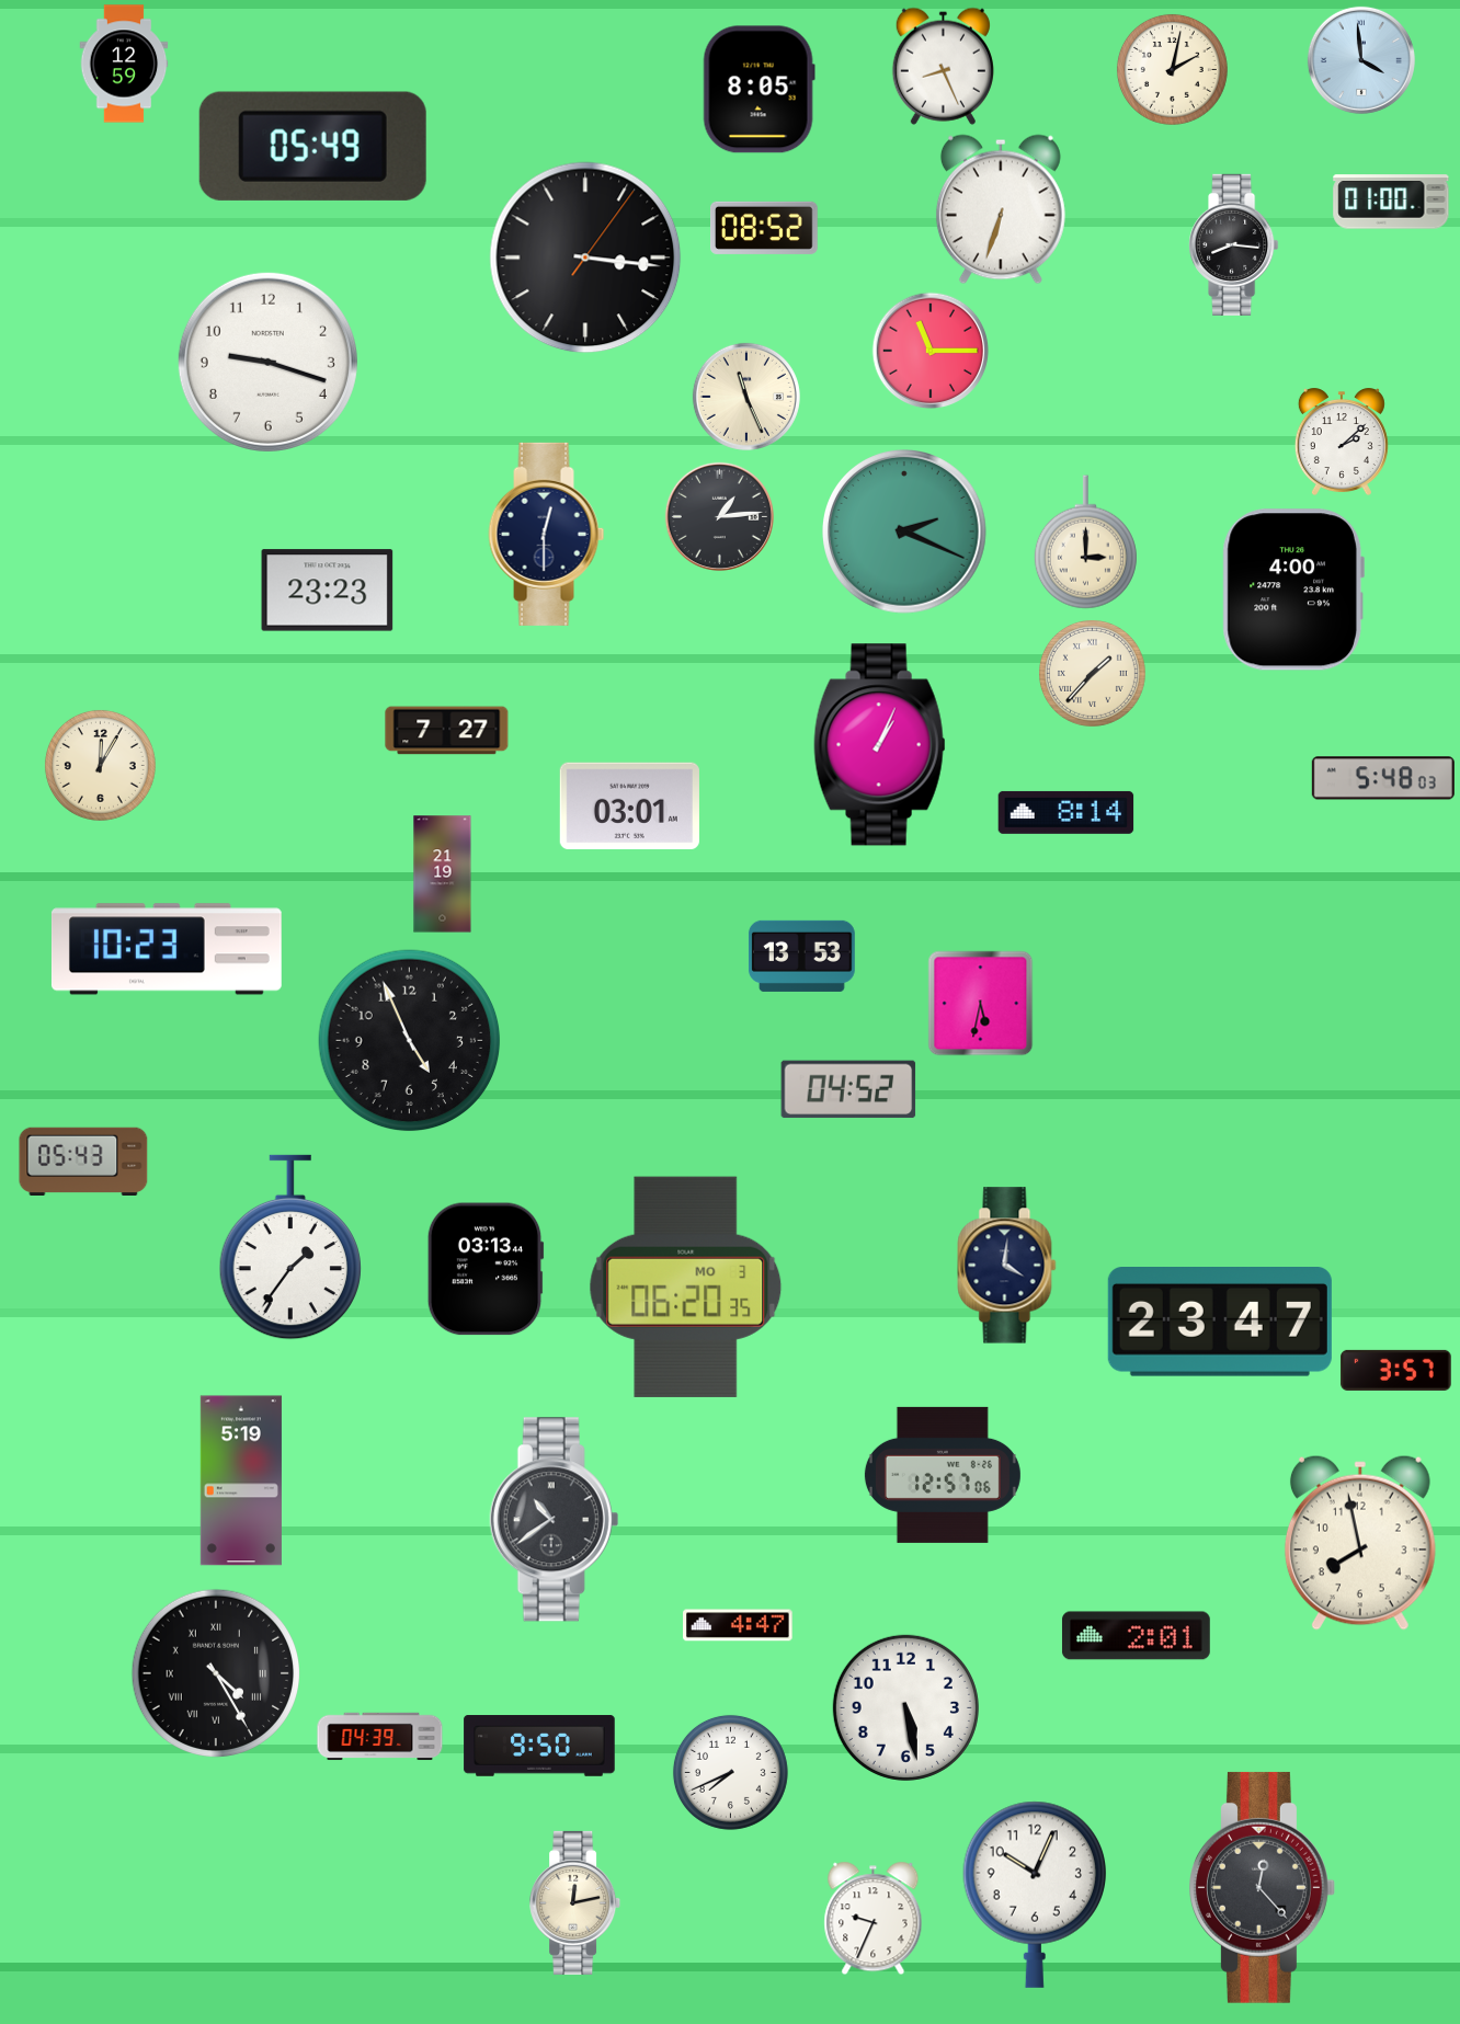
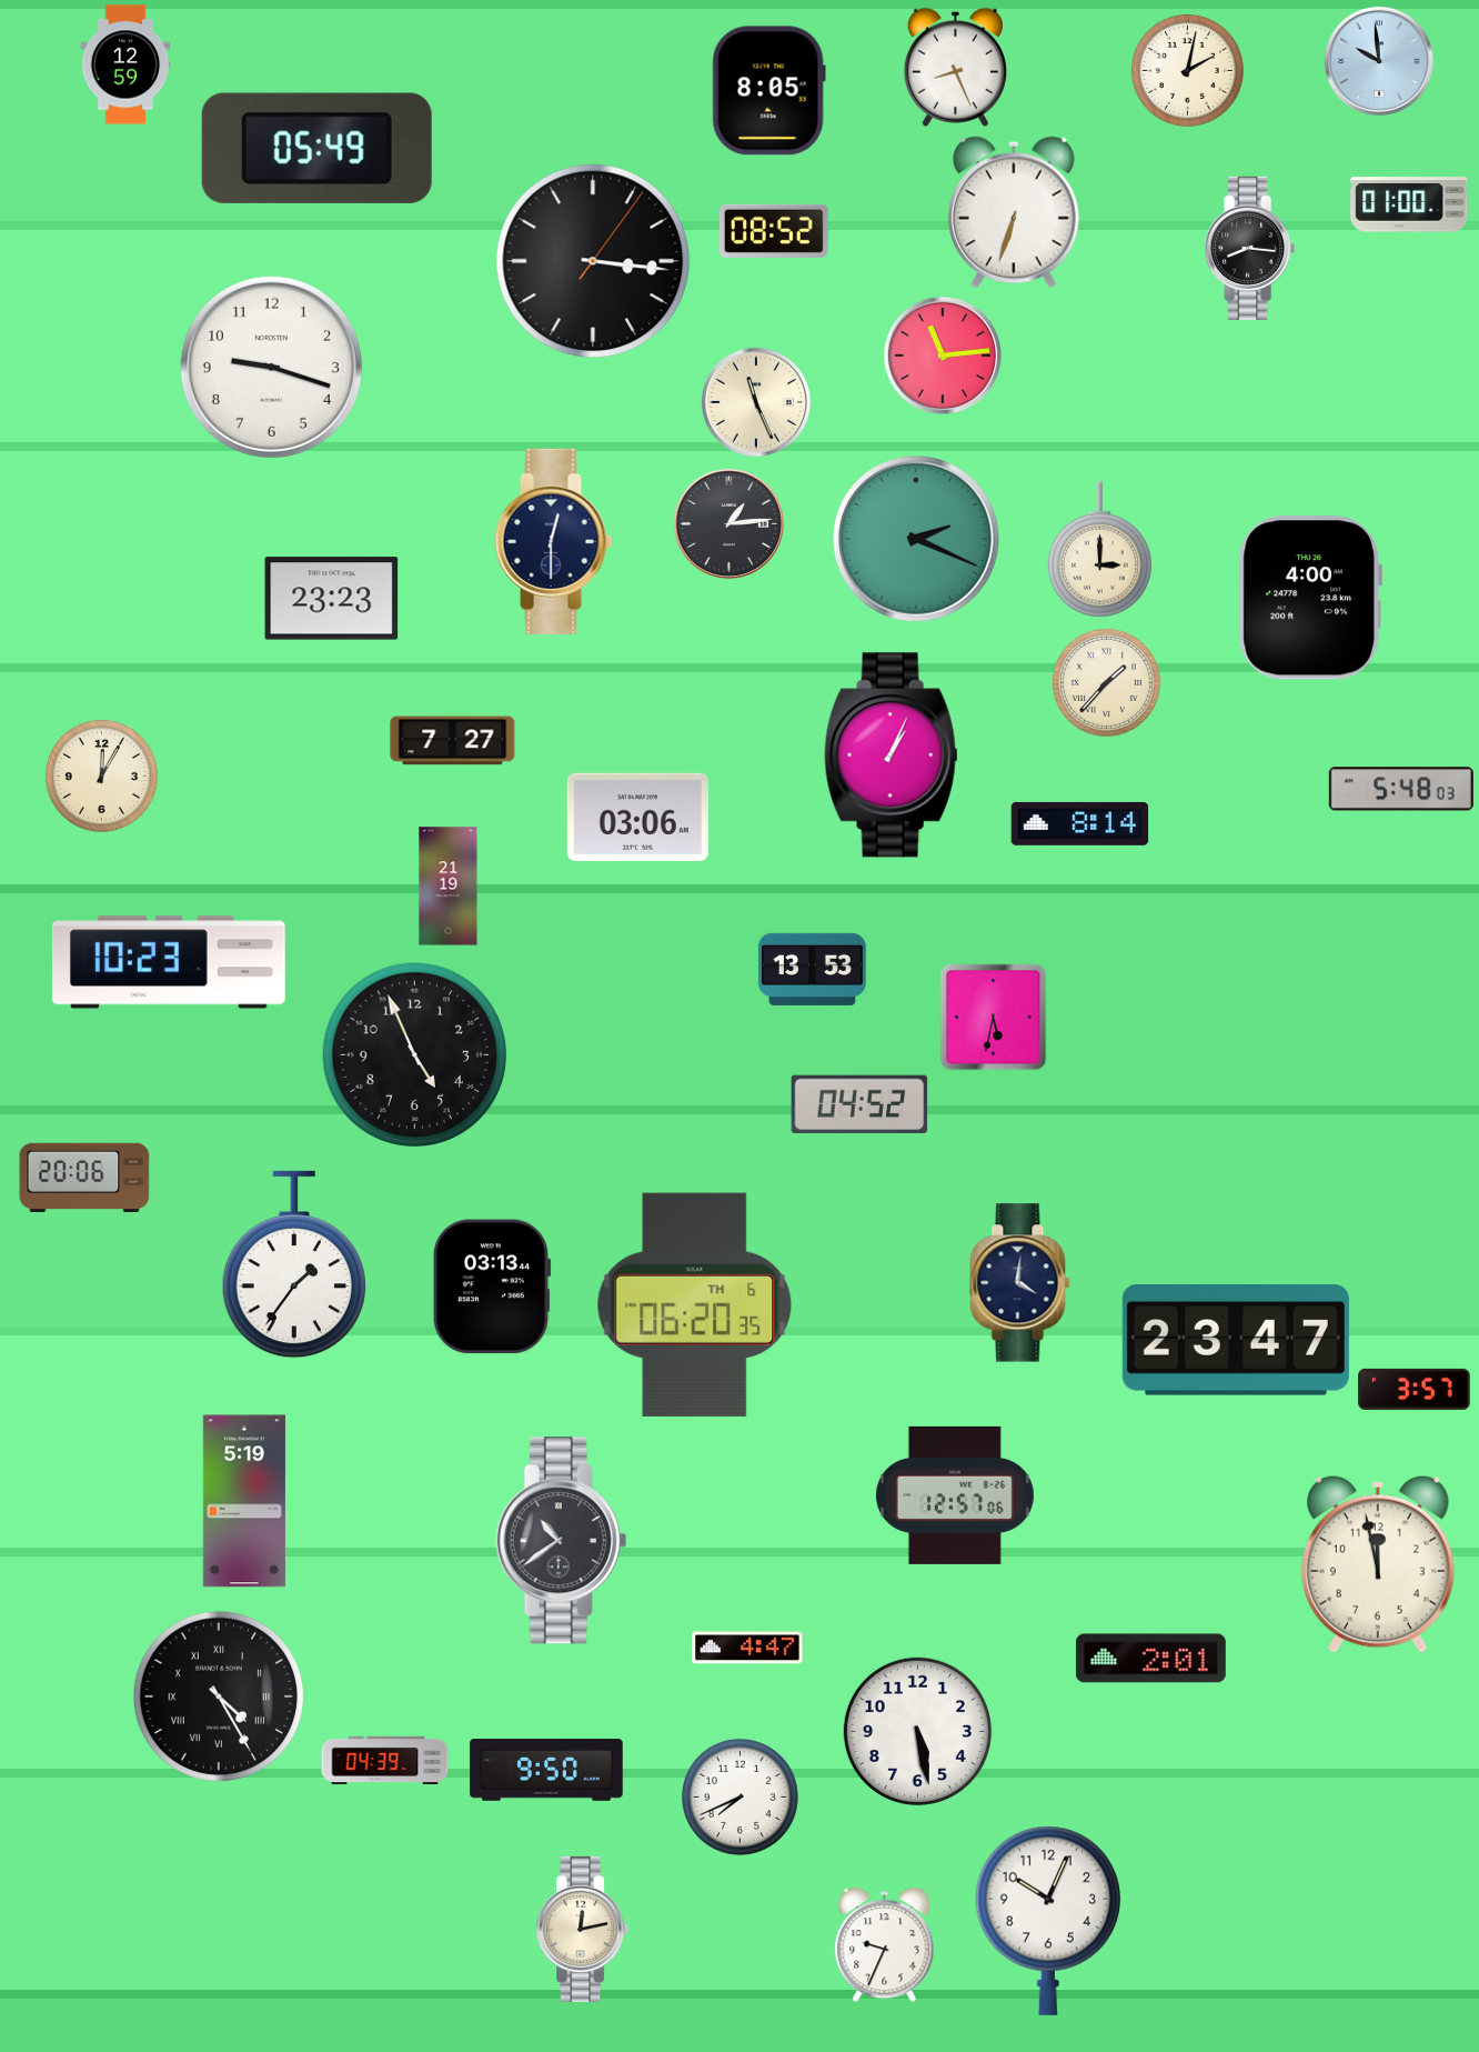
clock at (1361, 60): 3:59 -> 9:59
clock at (931, 351): 11:15 -> 11:14
clock at (1342, 442): 2:08 -> none
clock at (629, 805): 03:01 -> 03:06
clock at (83, 1162): 05:43 -> 20:06
clock at (686, 1287) date: MO 3 -> TH 6
clock at (1360, 1543): 7:58 -> 11:58
clock at (1263, 1887): 12:23 -> none
